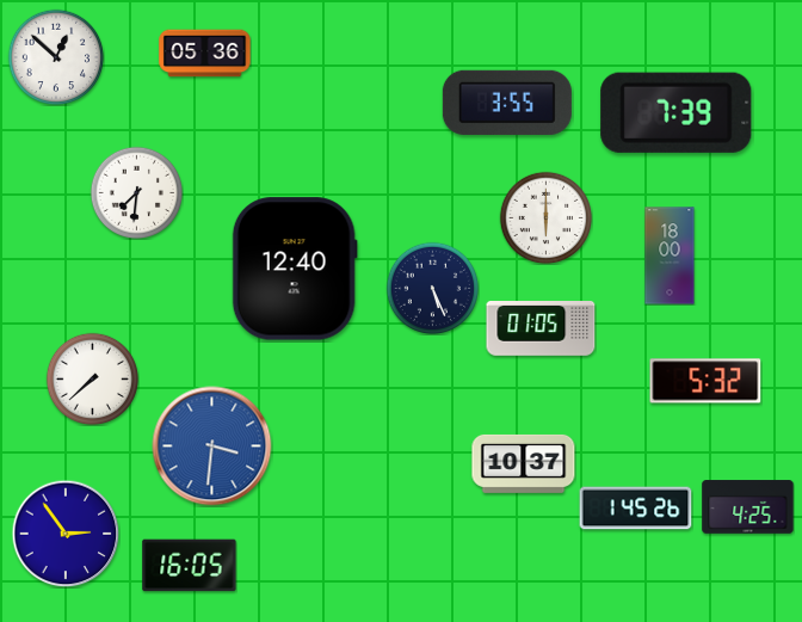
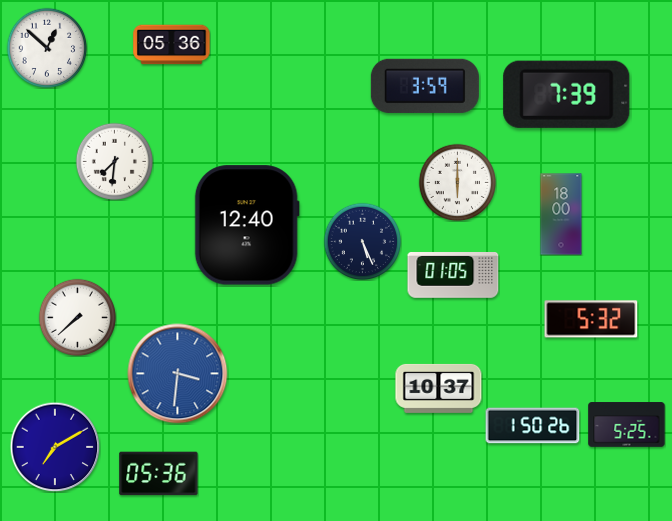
clock at (507, 103): 3:55 -> 3:59
clock at (748, 507): 4:25 -> 5:25
clock at (636, 509): 1:45 -> 1:50
clock at (66, 534): 2:54 -> 7:10
clock at (190, 566): 16:05 -> 05:36
